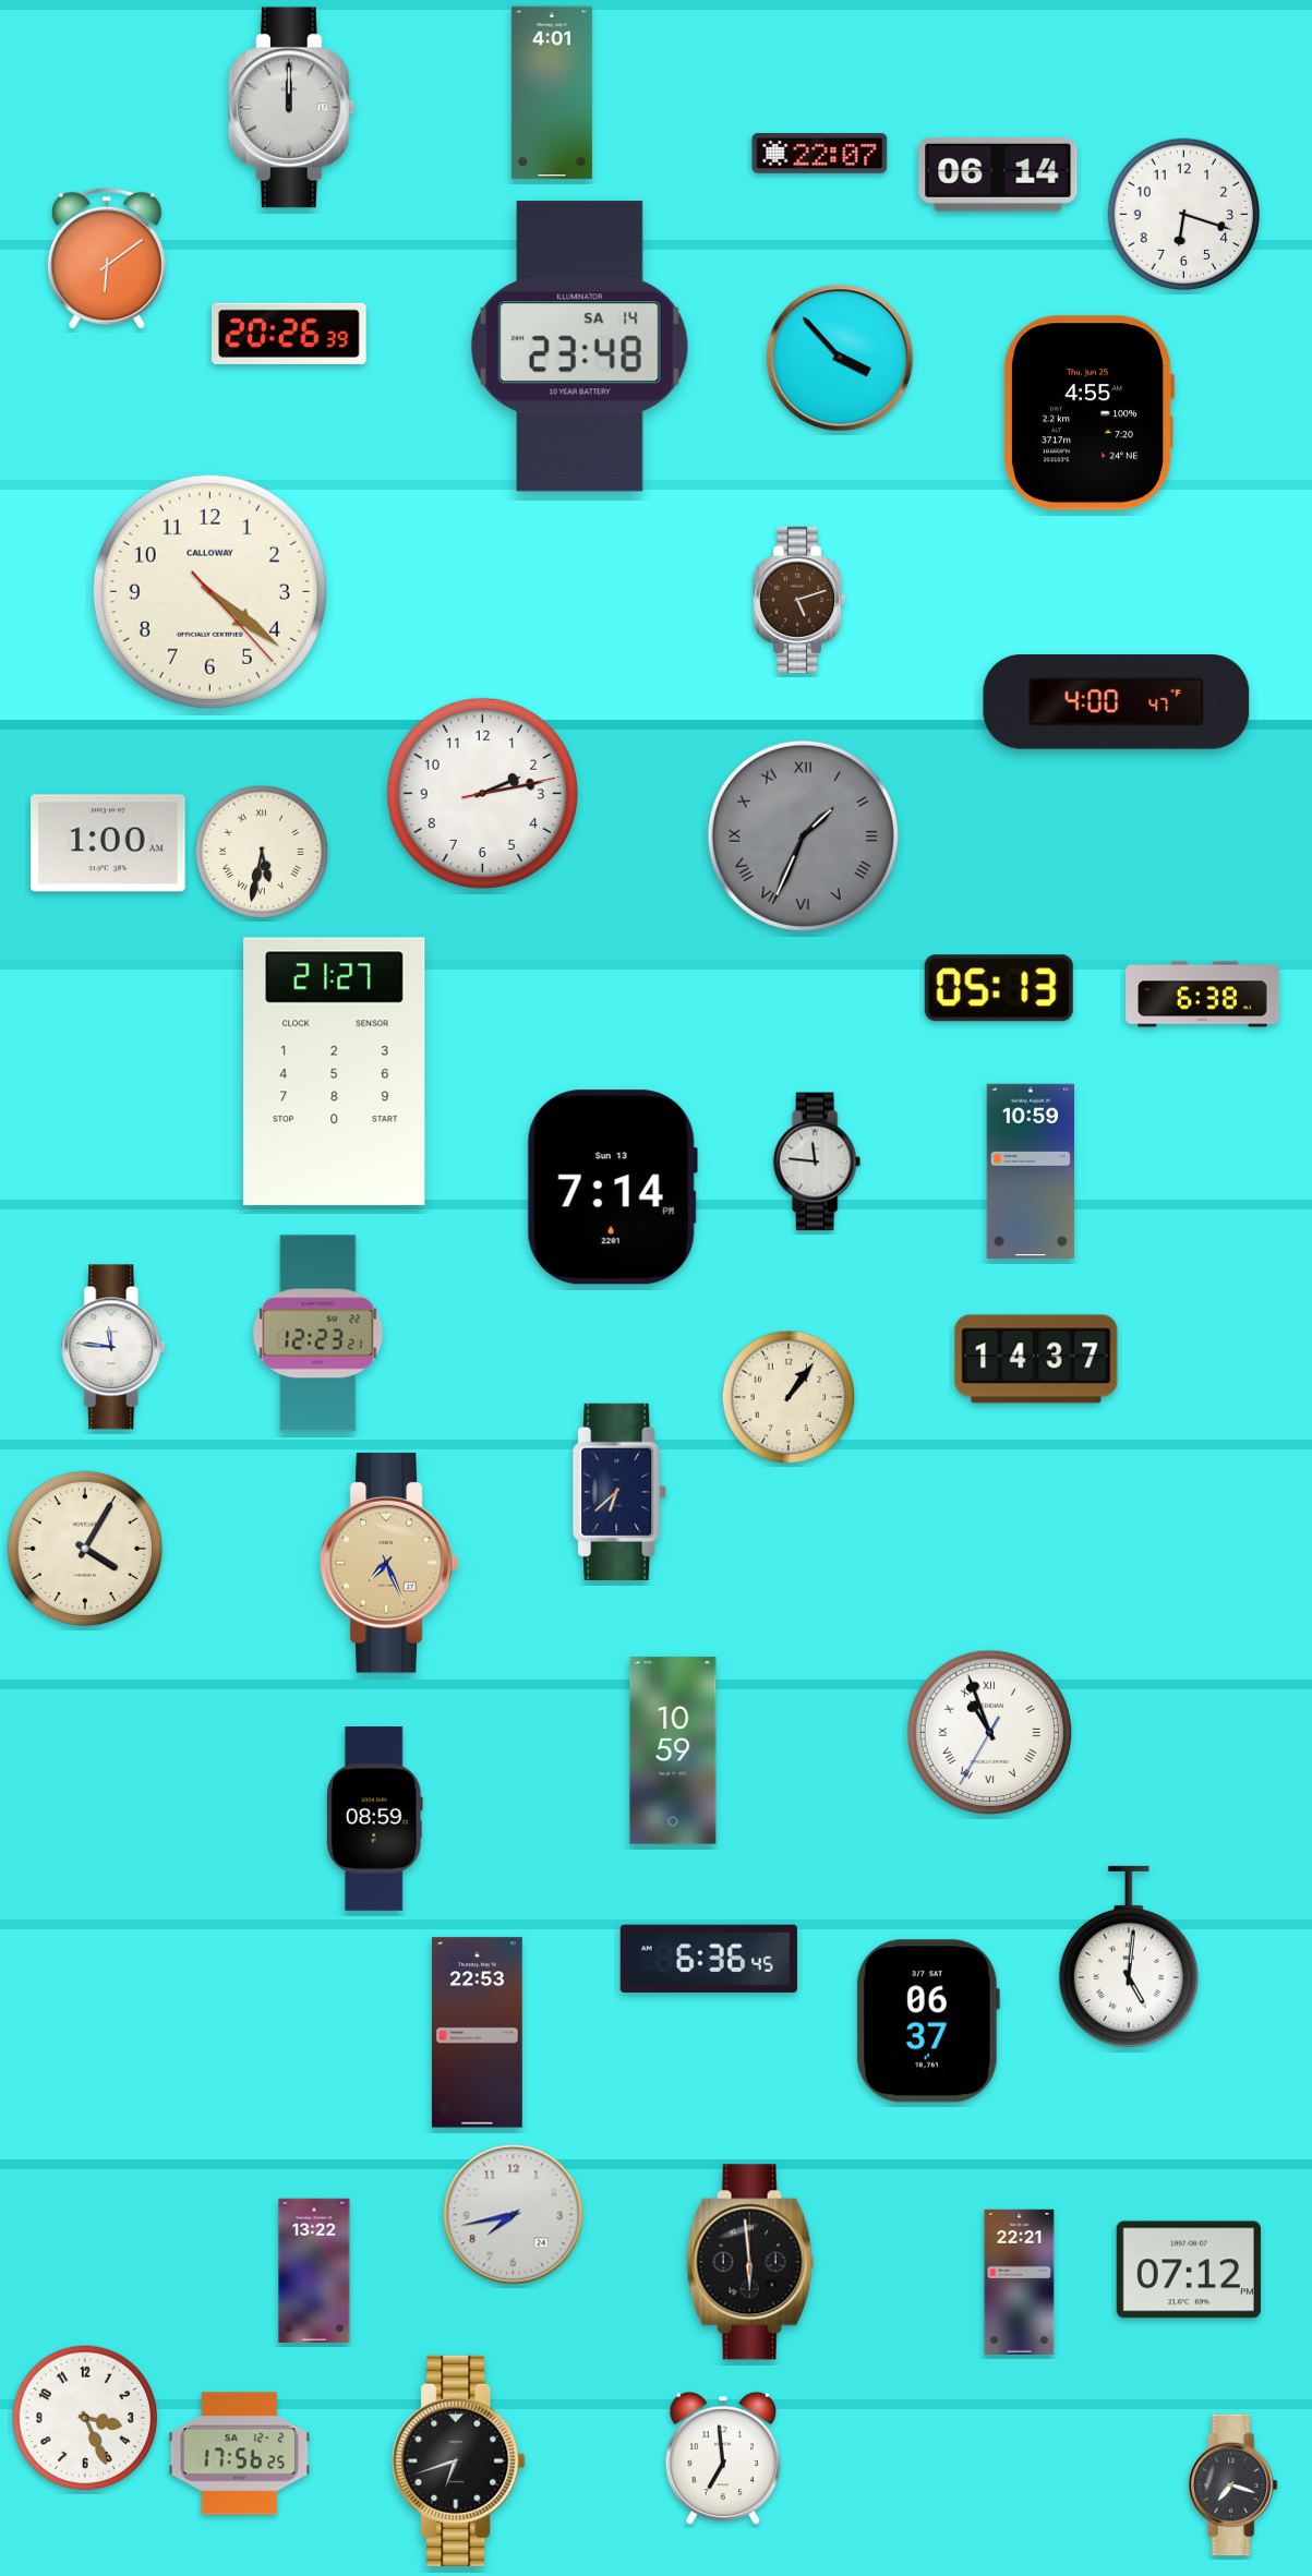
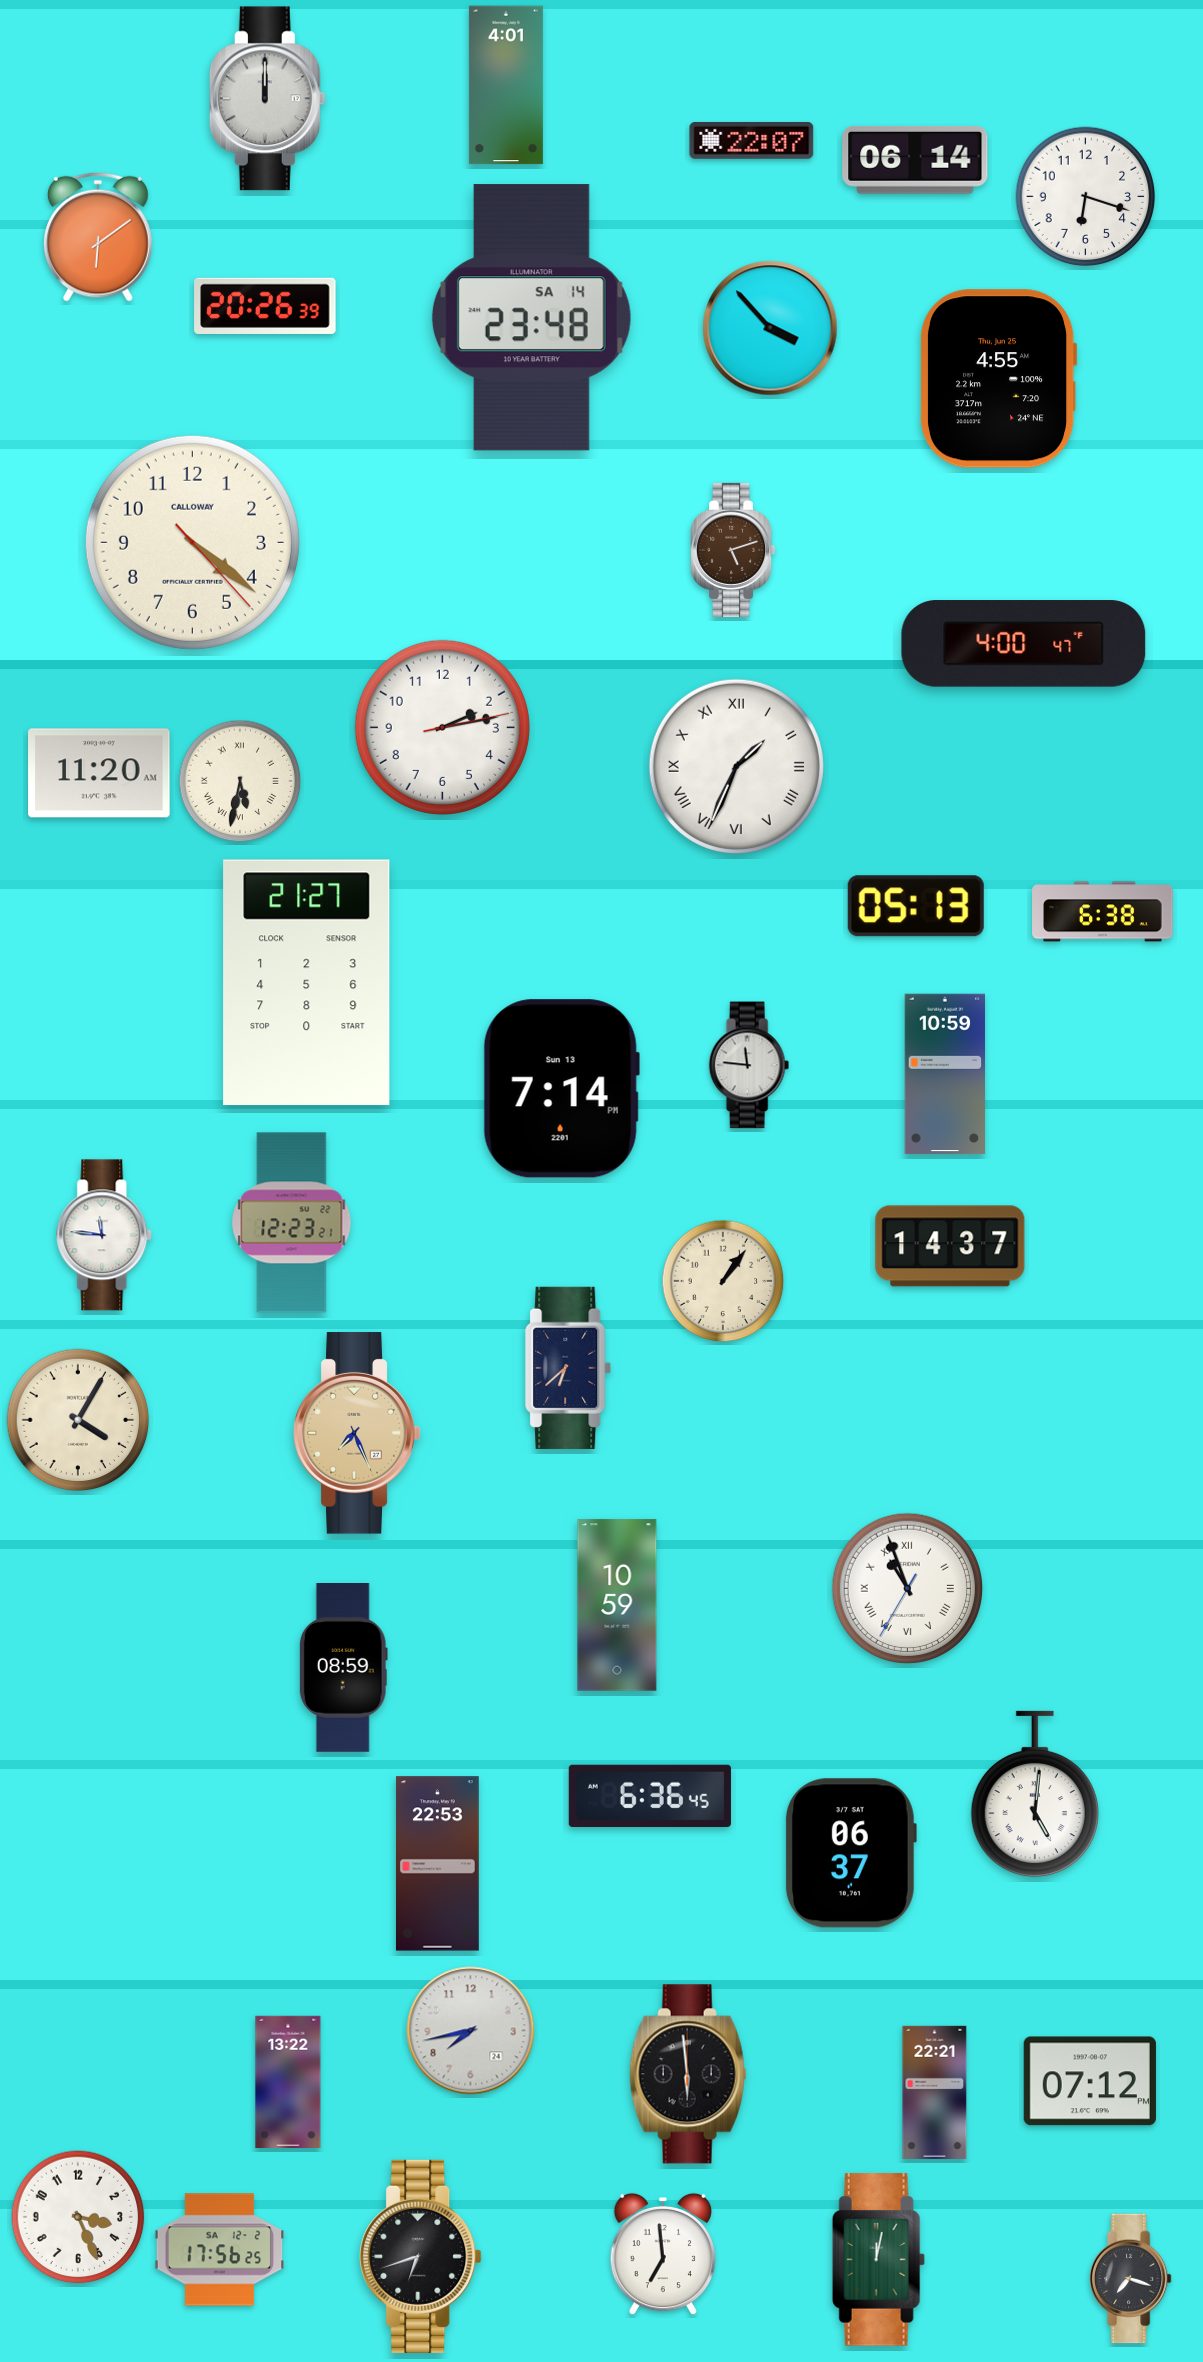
clock at (803, 835) dial: grey -> white
clock at (108, 843): 1:00 -> 11:20
clock at (878, 2260): none -> 12:02
